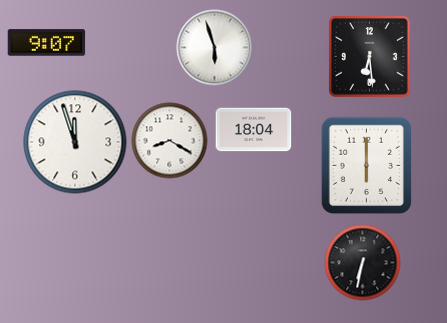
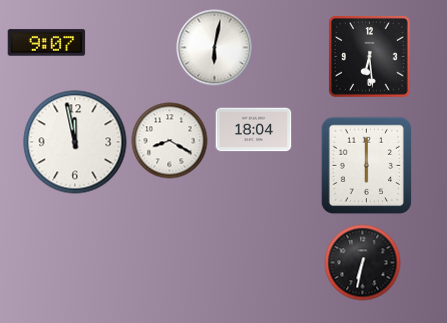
clock at (215, 48): 5:57 -> 6:02
clock at (75, 142): 11:57 -> 11:58
